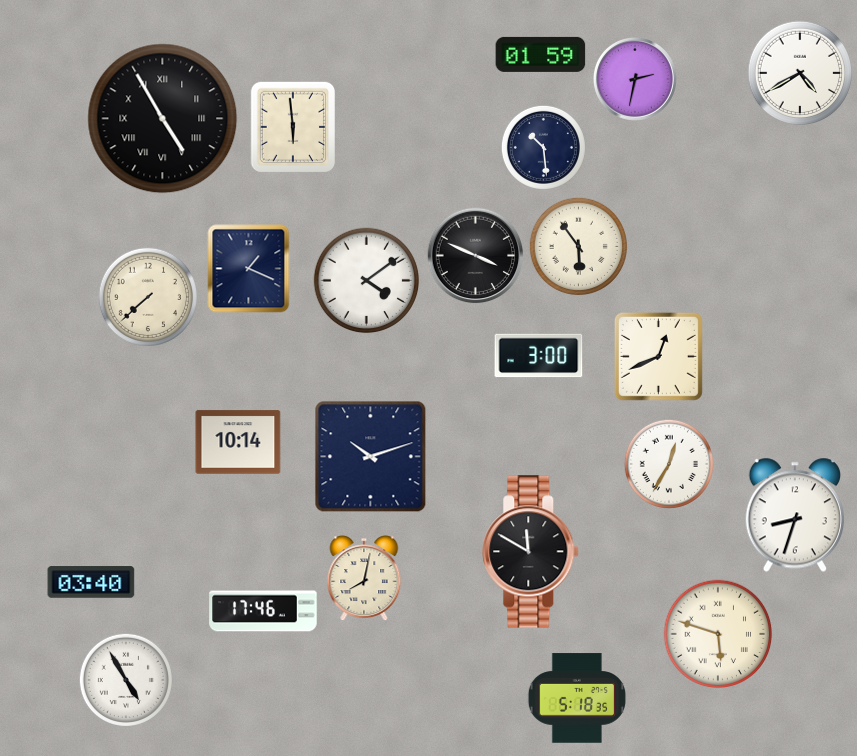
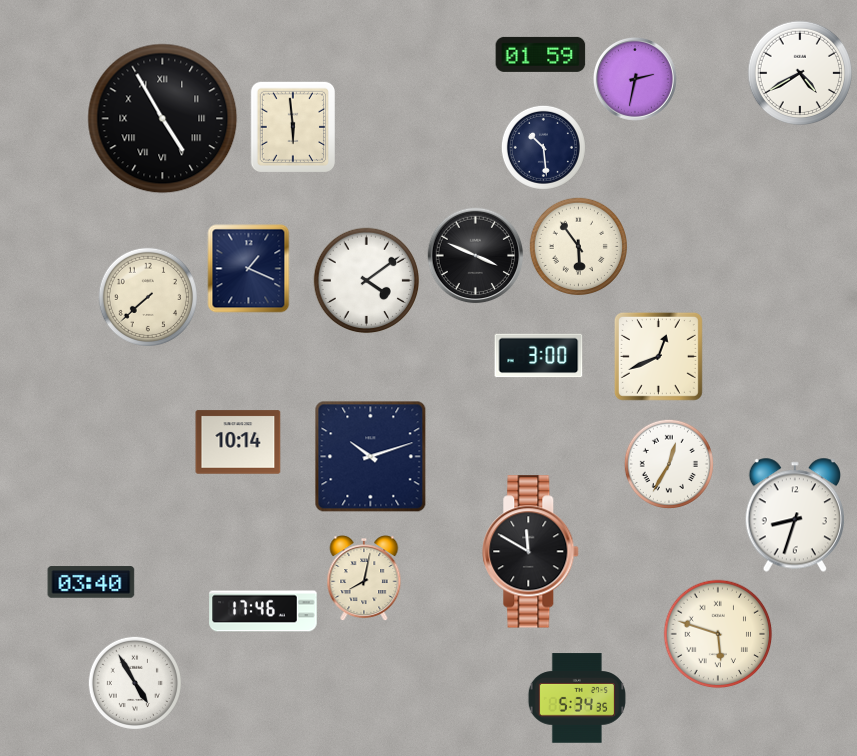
clock at (126, 680) position: (126, 680) -> (135, 683)
clock at (576, 698): 5:18 -> 5:34
